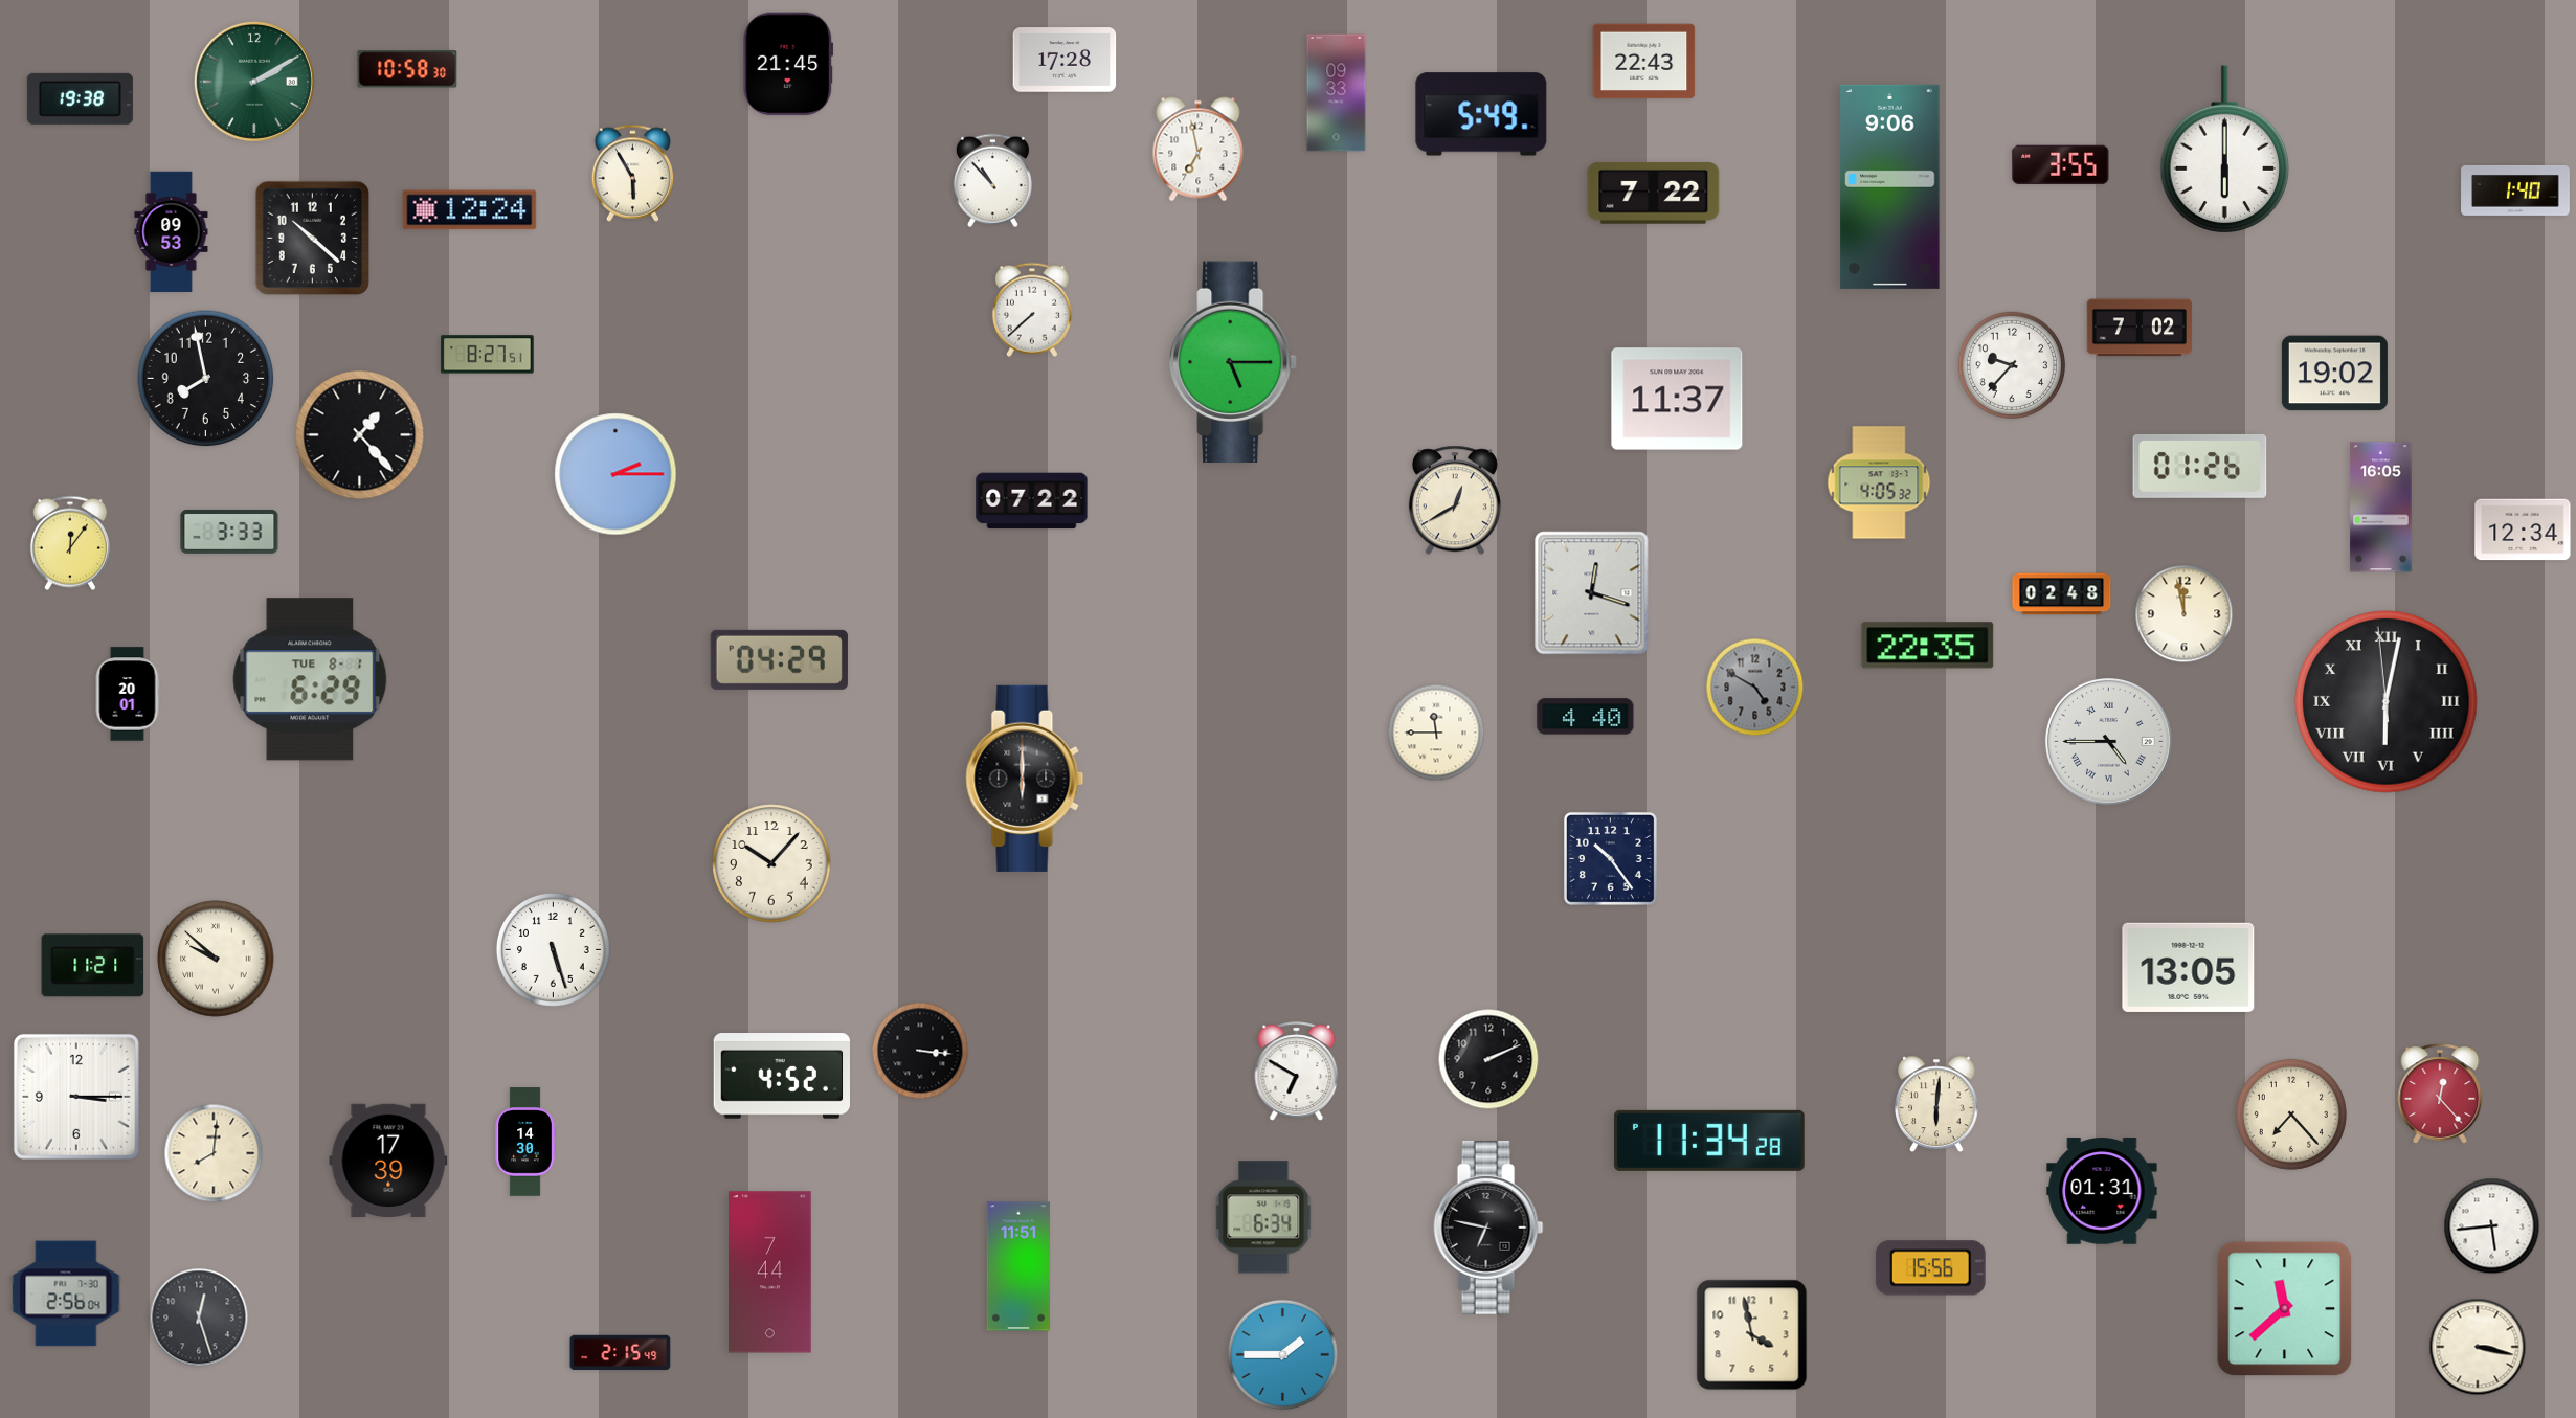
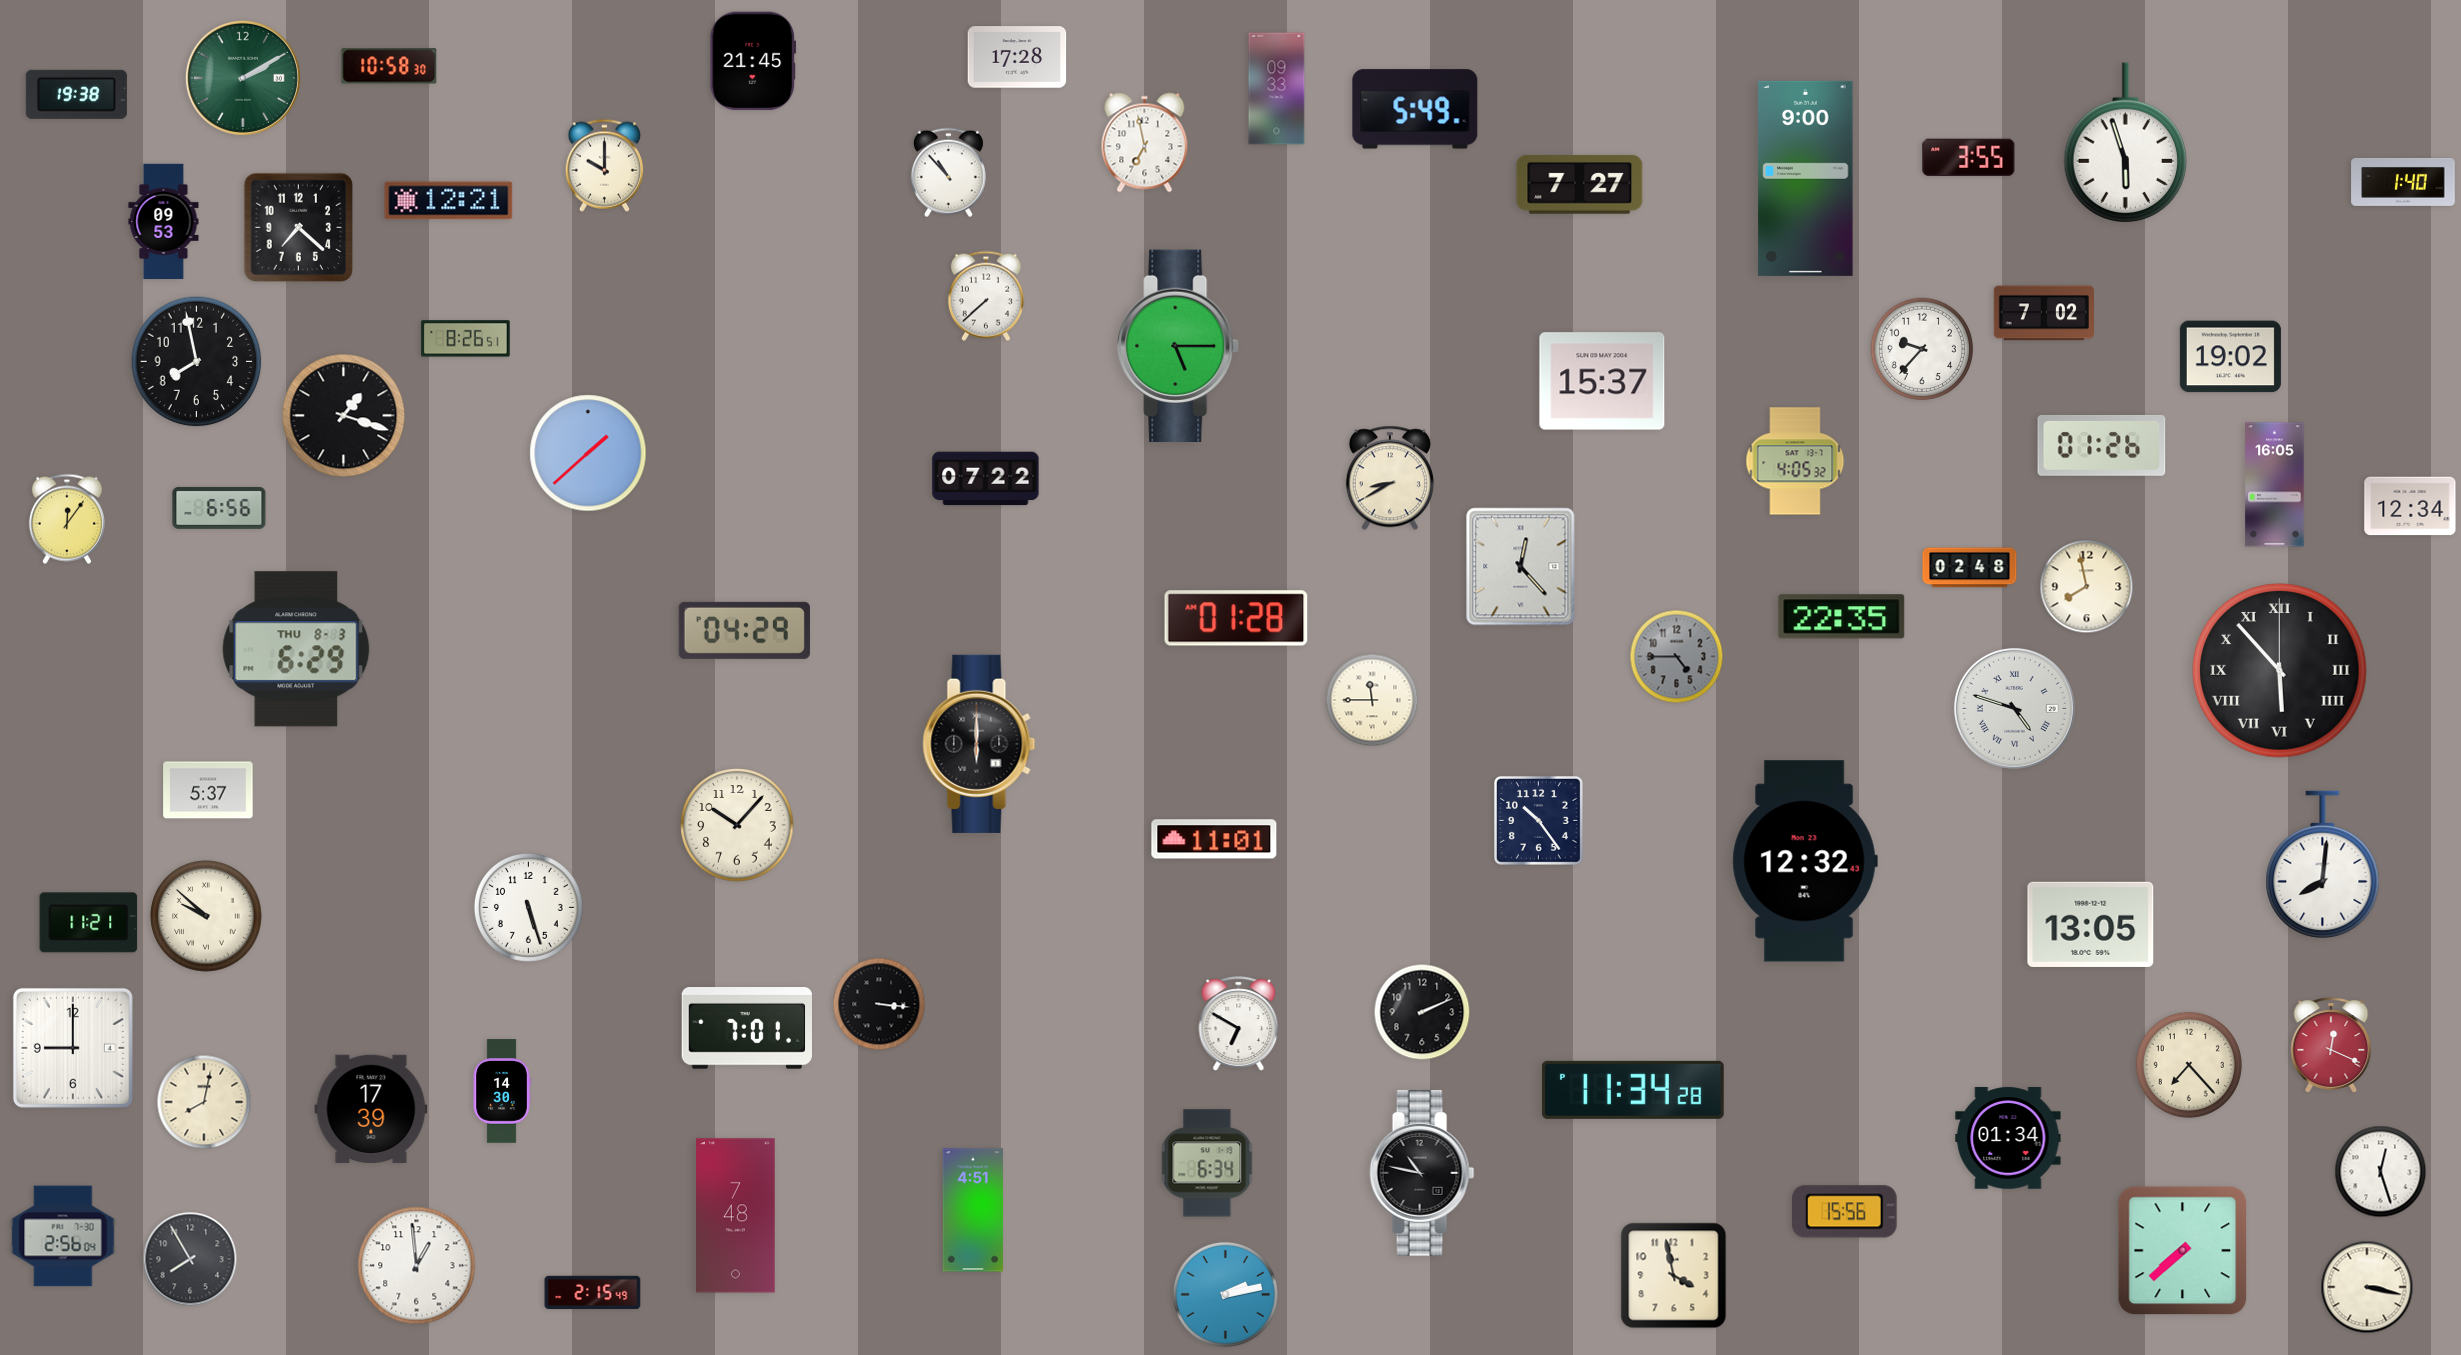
clock at (1644, 62): 22:43 -> none
clock at (2224, 150): 6:00 -> 5:57
clock at (633, 173): 5:55 -> 10:00
clock at (1890, 186): 9:06 -> 9:00
clock at (1654, 193): 7:22 -> 7:27
clock at (470, 210): 12:24 -> 12:21
clock at (313, 239): 10:22 -> 7:22
clock at (488, 355): 8:27 -> 8:26
clock at (1677, 399): 11:37 -> 15:37
clock at (360, 435): 1:23 -> 1:18
clock at (615, 474): 2:15 -> 1:38
clock at (1455, 500): 12:40 -> 8:40
clock at (229, 532): 3:33 -> 6:56
clock at (1592, 593): 12:18 -> 12:23
clock at (2185, 614): 11:58 -> 7:58
clock at (1236, 618): none -> 01:28
clock at (310, 679) date: TUE 8-1 -> THU 8-3
clock at (1755, 688): 4:50 -> 4:45
clock at (128, 694): 20:01 -> none
clock at (2387, 702): 6:01 -> 5:53
clock at (1586, 717): 4:40 -> none
clock at (2108, 741): 4:45 -> 4:48
clock at (208, 790): none -> 5:37
clock at (1214, 839): none -> 11:01
clock at (1805, 861): none -> 12:32
clock at (2323, 865): none -> 8:01
clock at (781, 1077): 4:52 -> 7:01
clock at (2440, 1094): 12:23 -> 12:19
clock at (76, 1097): 3:15 -> 9:00
clock at (1936, 1104): 6:01 -> none
clock at (214, 1153): 8:01 -> 8:02
clock at (2102, 1191): 01:31 -> 01:34
clock at (2492, 1226): 5:44 -> 12:27
clock at (1488, 1228): 6:47 -> 10:47
clock at (1018, 1266): 11:51 -> 4:51
clock at (770, 1273): 7:44 -> 7:48
clock at (2285, 1309): 11:38 -> 7:38
clock at (199, 1318): 12:27 -> 7:55
clock at (417, 1266): none -> 12:59
clock at (1282, 1354): 1:45 -> 2:13
